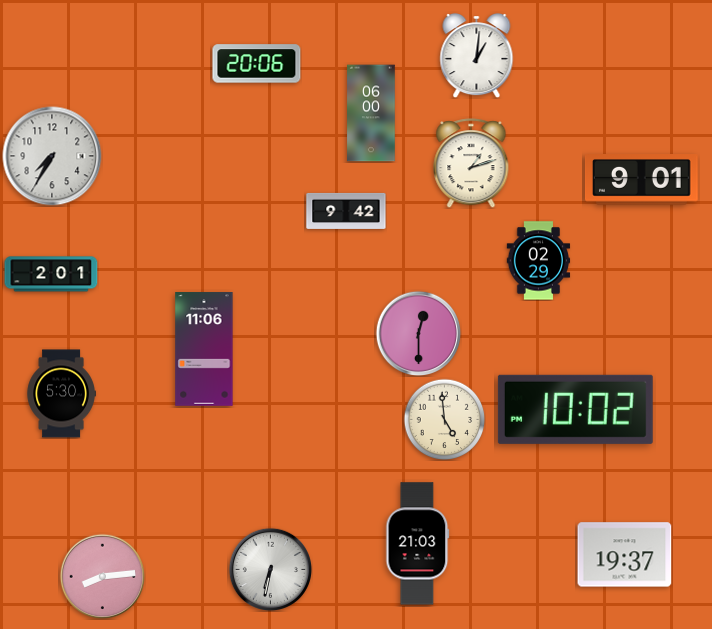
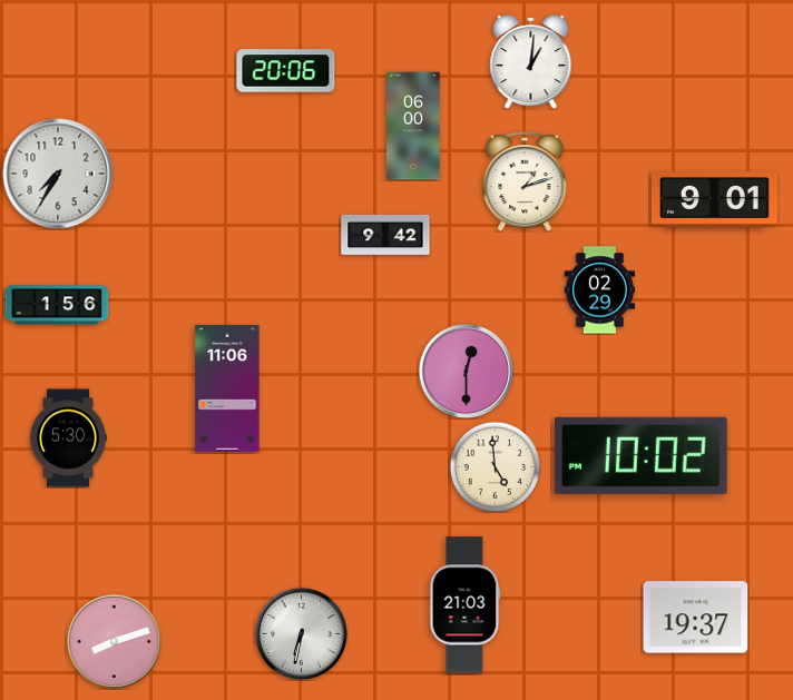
clock at (51, 274): 2:01 -> 1:56
clock at (102, 576): 8:14 -> 8:12
